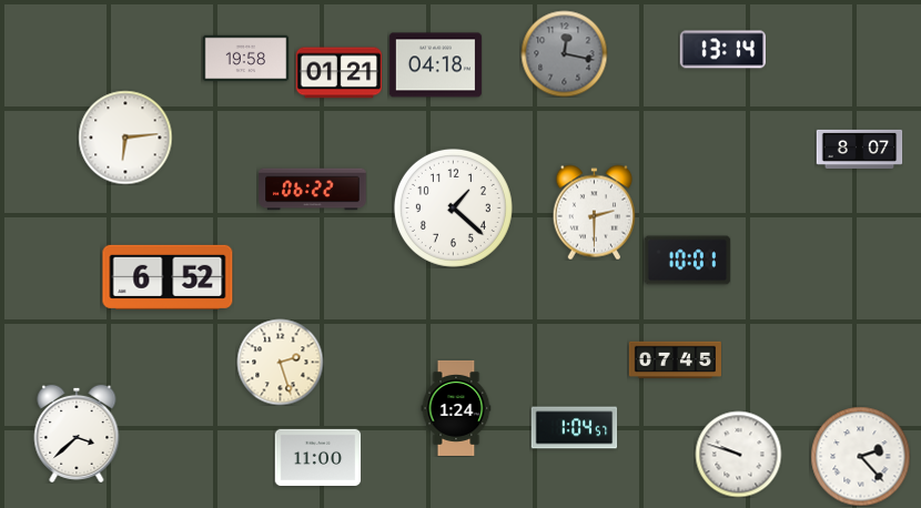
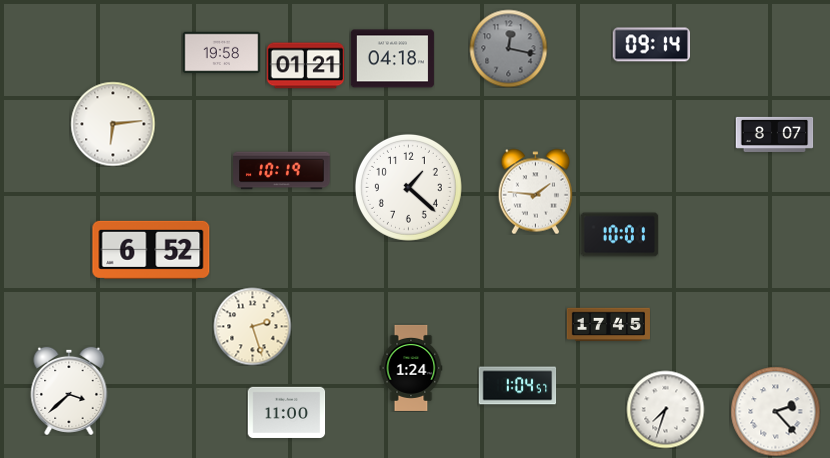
clock at (722, 50): 13:14 -> 09:14
clock at (313, 190): 06:22 -> 10:19
clock at (594, 212): 2:30 -> 1:46
clock at (675, 360): 07:45 -> 17:45
clock at (738, 454): 9:48 -> 7:33
